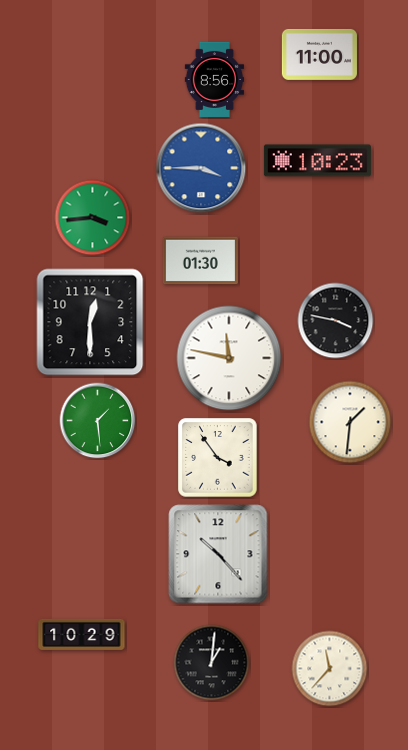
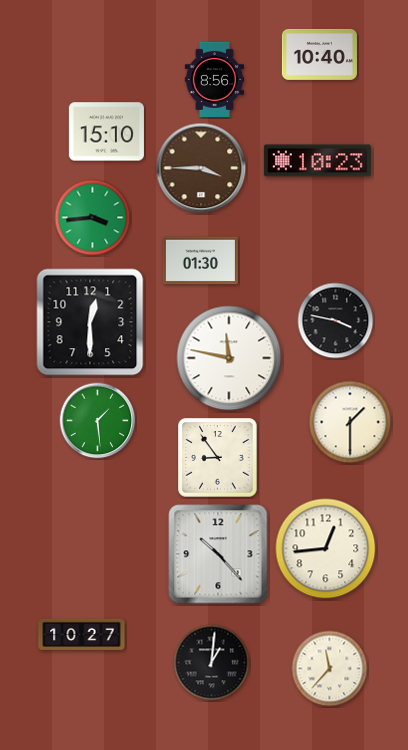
clock at (319, 54): 11:00 -> 10:40
clock at (106, 132): none -> 15:10
clock at (201, 168) dial: blue -> brown
clock at (350, 422): 1:31 -> 1:30
clock at (218, 458): 3:54 -> 8:54
clock at (326, 549): none -> 12:44
clock at (82, 634): 10:29 -> 10:27
